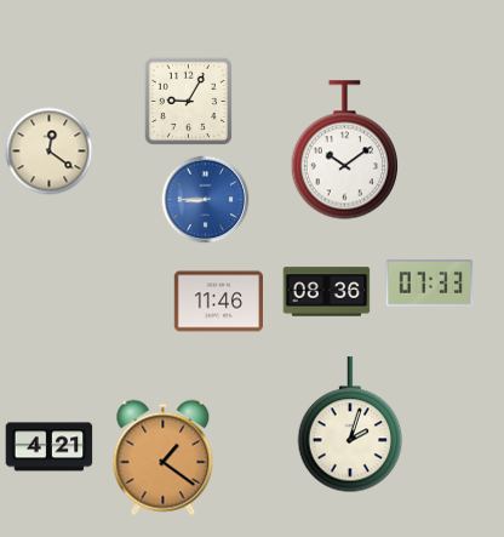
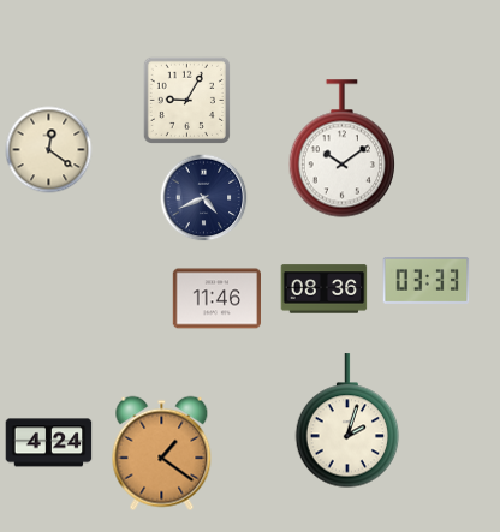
clock at (206, 200): 8:45 -> 4:41
clock at (206, 200) dial: blue -> navy
clock at (430, 284): 07:33 -> 03:33
clock at (50, 447): 4:21 -> 4:24
